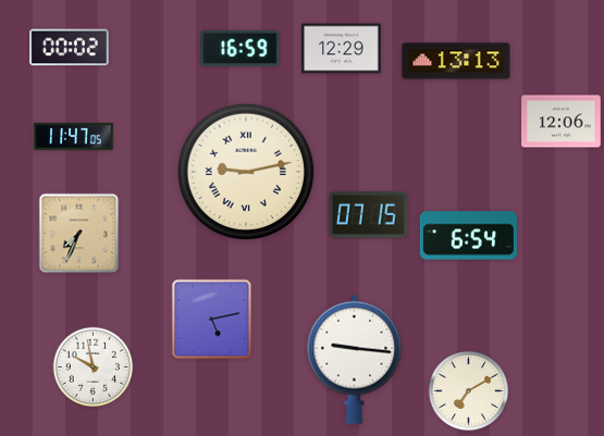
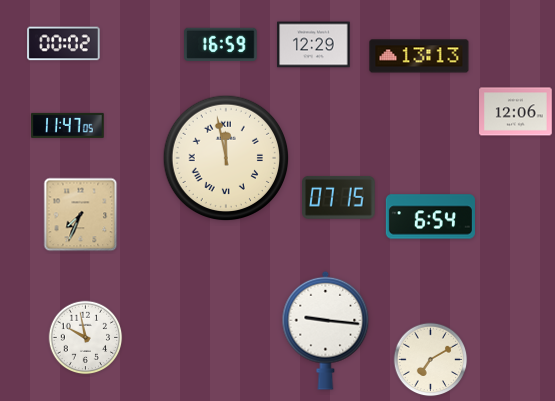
clock at (246, 172): 9:13 -> 11:58
clock at (79, 234) position: (79, 234) -> (81, 215)
clock at (212, 320): 5:13 -> none
